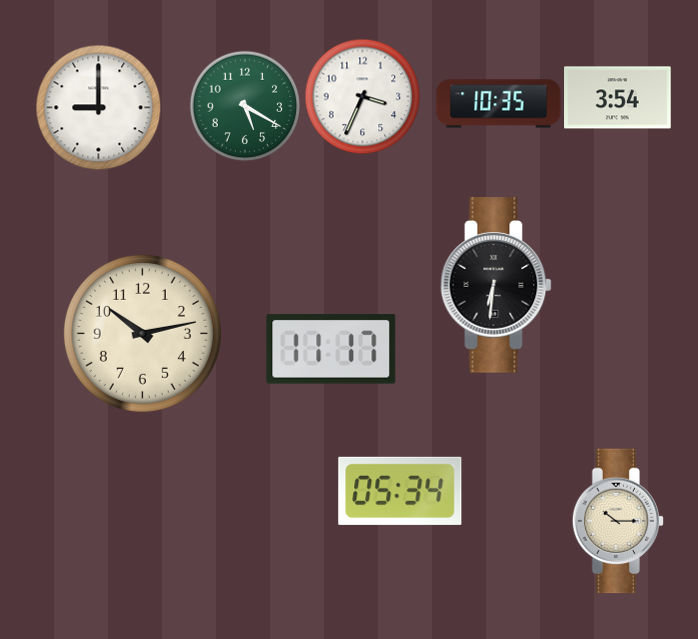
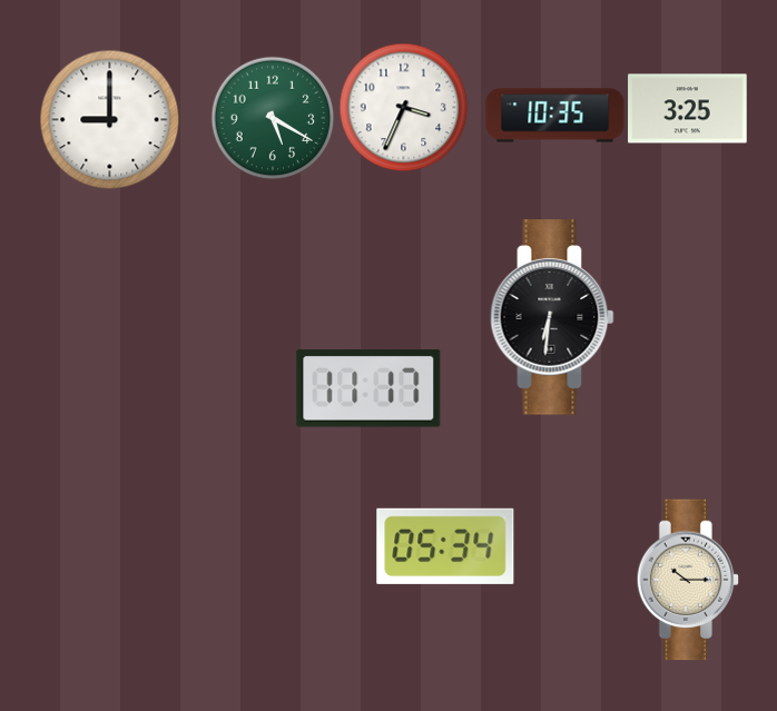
clock at (618, 98): 3:54 -> 3:25
clock at (142, 333): 10:13 -> none
